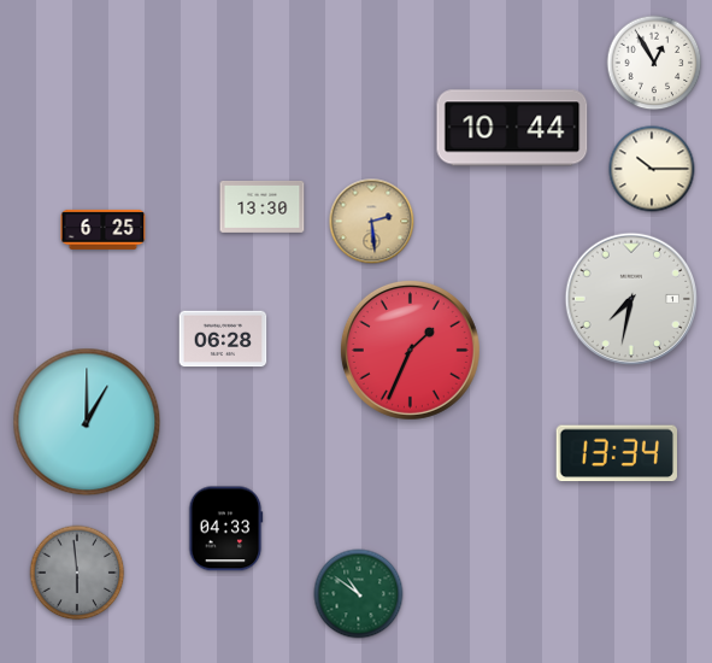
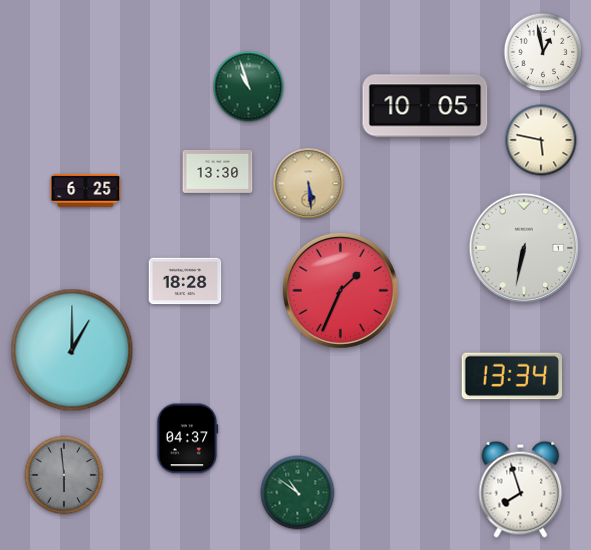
clock at (654, 63): 12:55 -> 12:58
clock at (249, 87): none -> 10:57
clock at (512, 128): 10:44 -> 10:05
clock at (652, 169): 10:15 -> 5:47
clock at (372, 222): 2:29 -> 5:29
clock at (630, 298): 7:32 -> 6:32
clock at (223, 339): 06:28 -> 18:28
clock at (225, 529): 04:33 -> 04:37
clock at (521, 489): none -> 7:57
